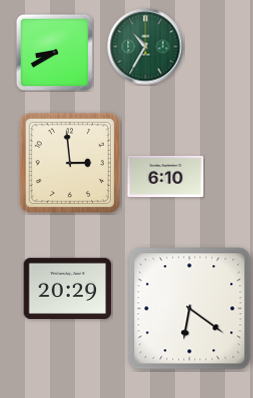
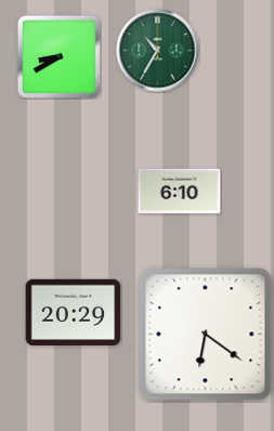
clock at (69, 162): 2:59 -> none
